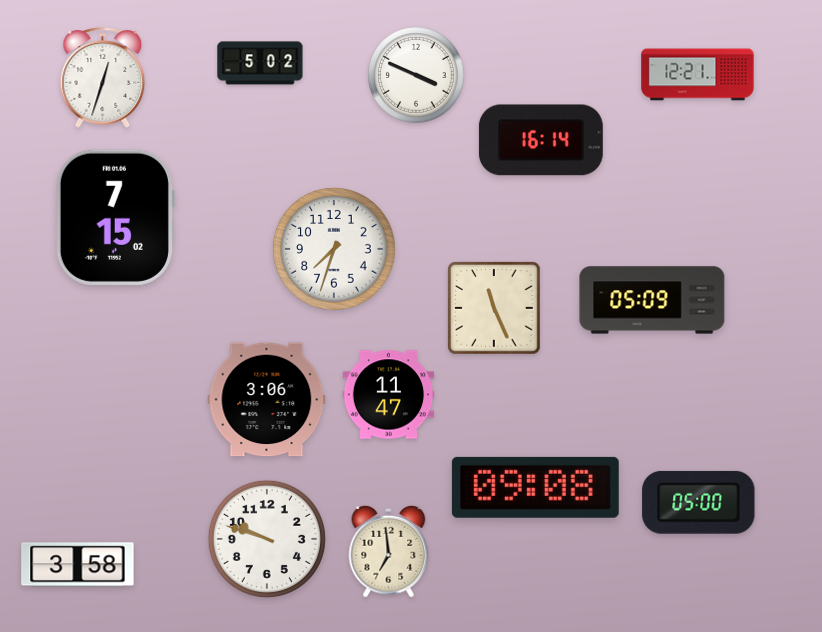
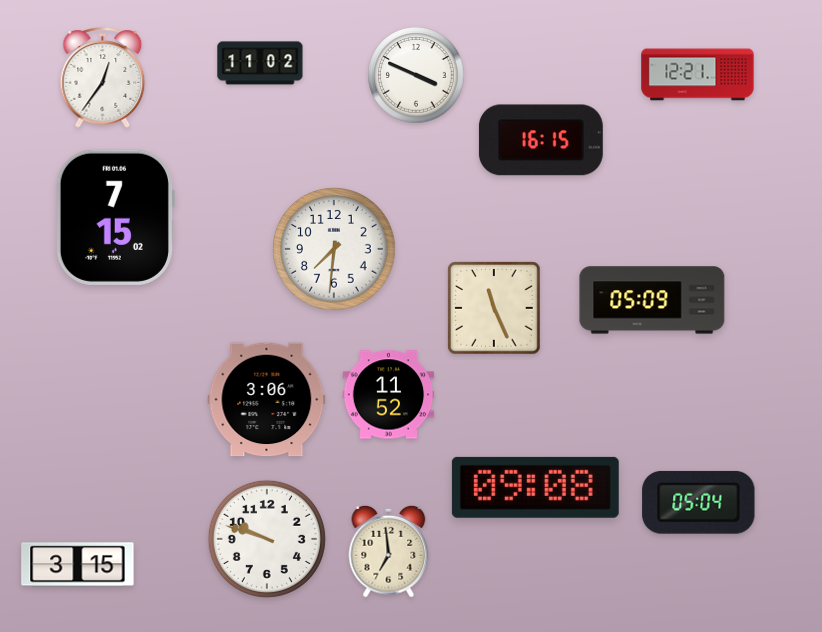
clock at (260, 63): 5:02 -> 11:02
clock at (103, 78): 12:33 -> 12:36
clock at (541, 140): 16:14 -> 16:15
clock at (334, 249): 7:33 -> 7:31
clock at (389, 395): 11:47 -> 11:52
clock at (699, 502): 05:00 -> 05:04
clock at (78, 565): 3:58 -> 3:15
